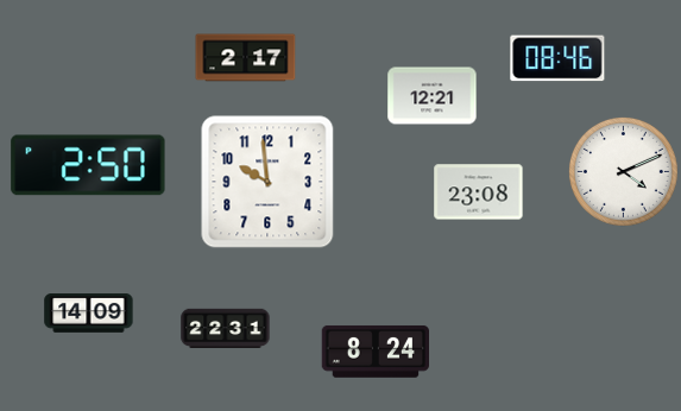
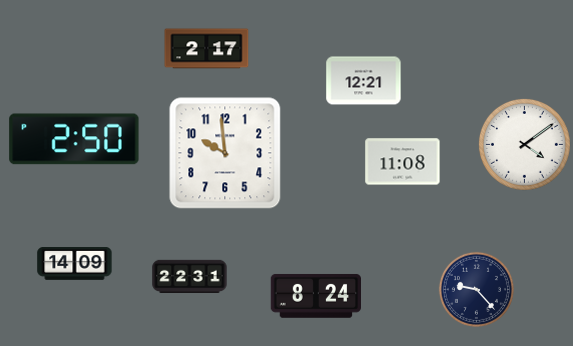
clock at (557, 58): 08:46 -> none
clock at (623, 171): 4:11 -> 4:09
clock at (479, 192): 23:08 -> 11:08
clock at (476, 289): none -> 9:23
